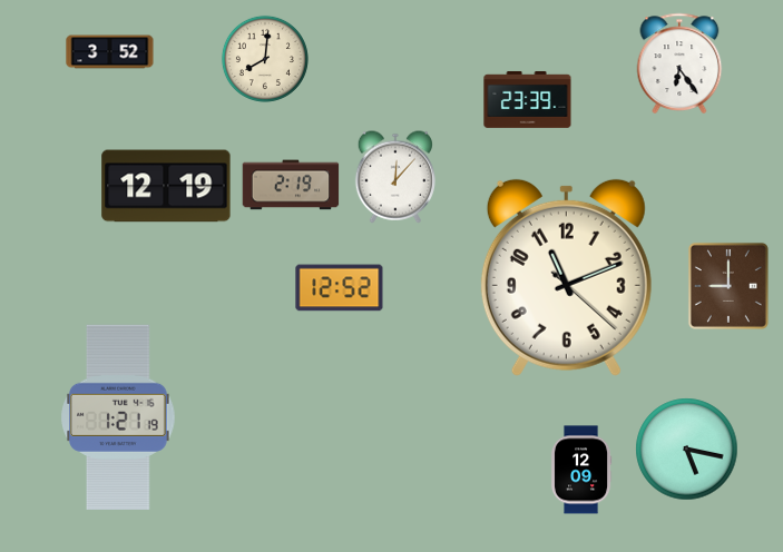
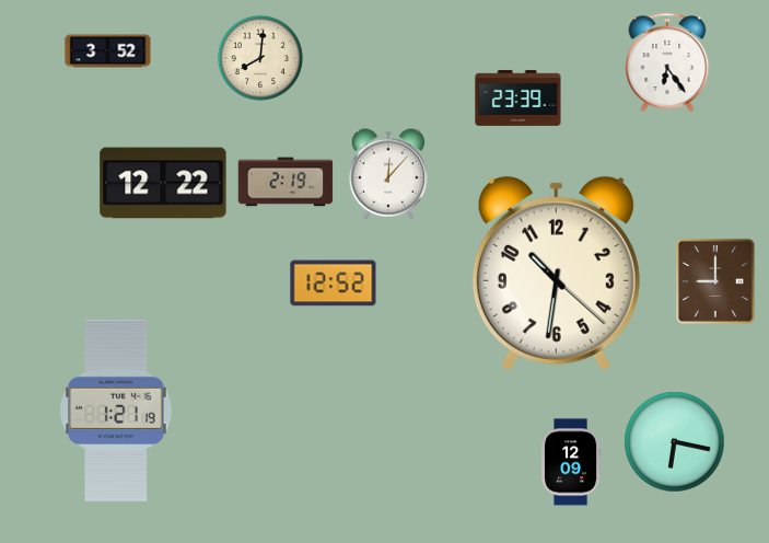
clock at (166, 186): 12:19 -> 12:22
clock at (566, 277): 11:11 -> 10:31
clock at (687, 450): 5:17 -> 6:17
